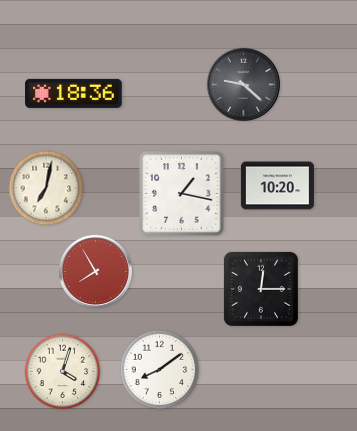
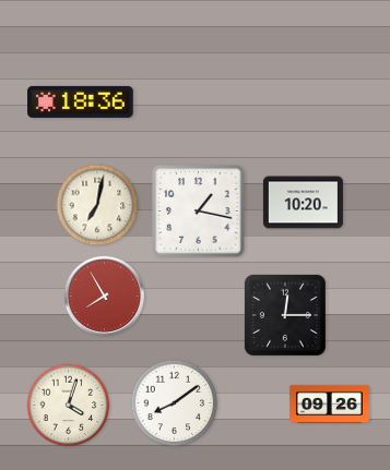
clock at (243, 84): 9:22 -> none
clock at (46, 188) position: (46, 188) -> (97, 205)
clock at (329, 403): none -> 09:26
